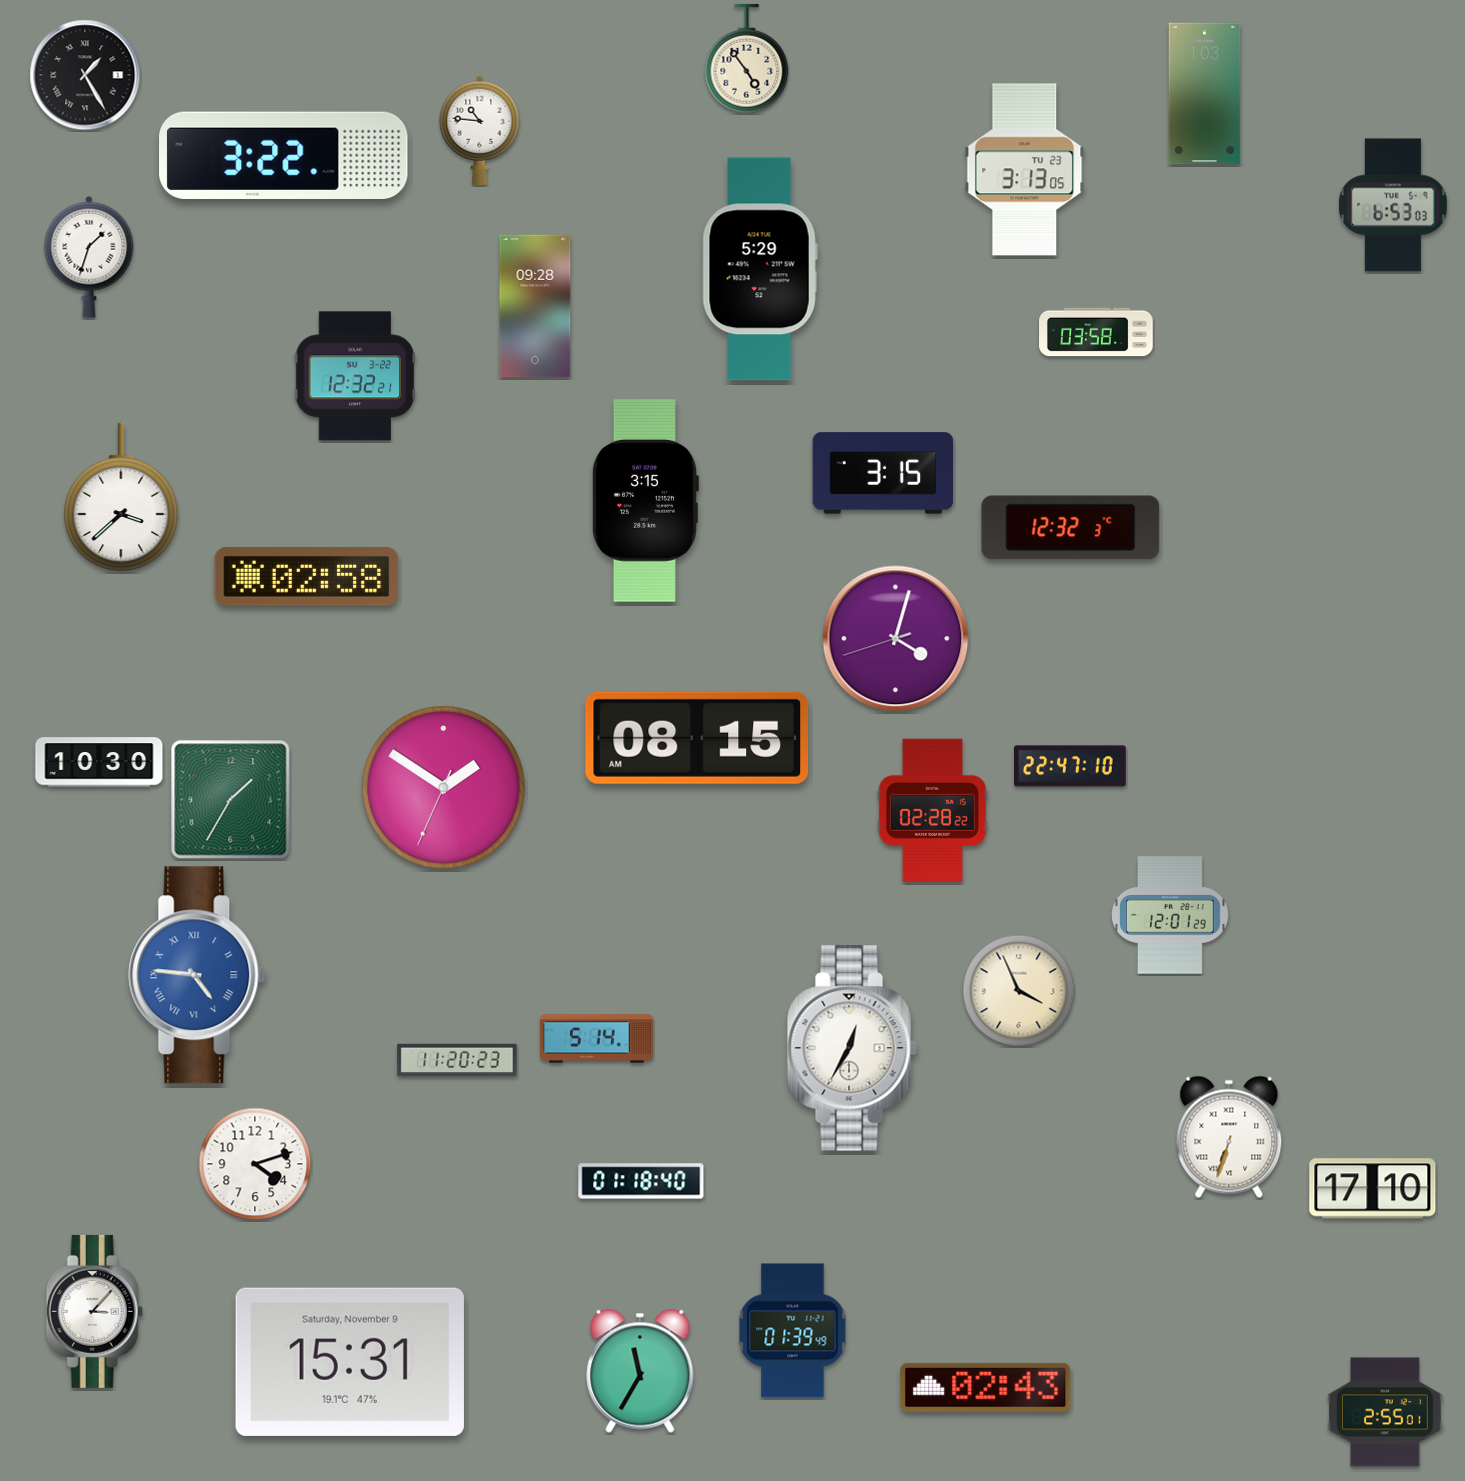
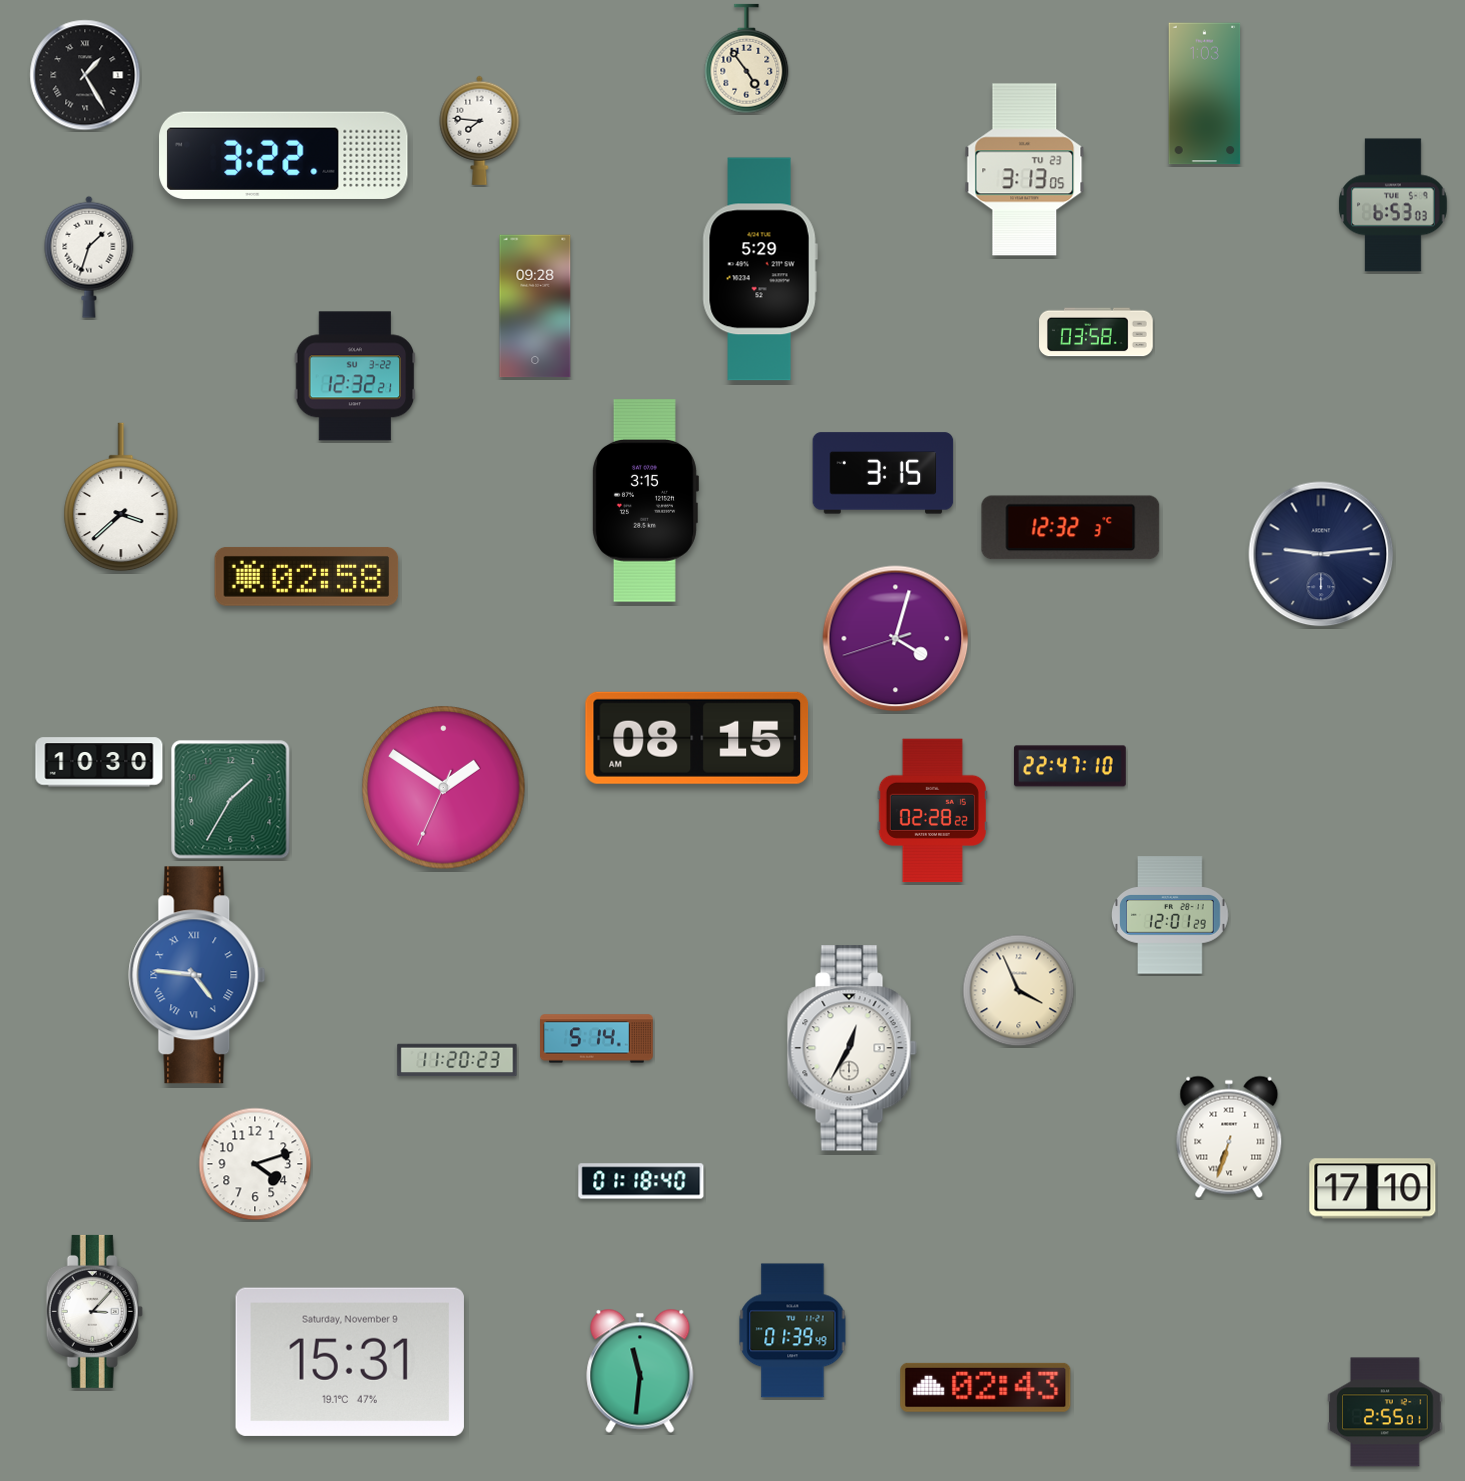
clock at (480, 130): 10:46 -> 7:46
clock at (1321, 554): none -> 9:14
clock at (640, 1371): 11:35 -> 11:31
